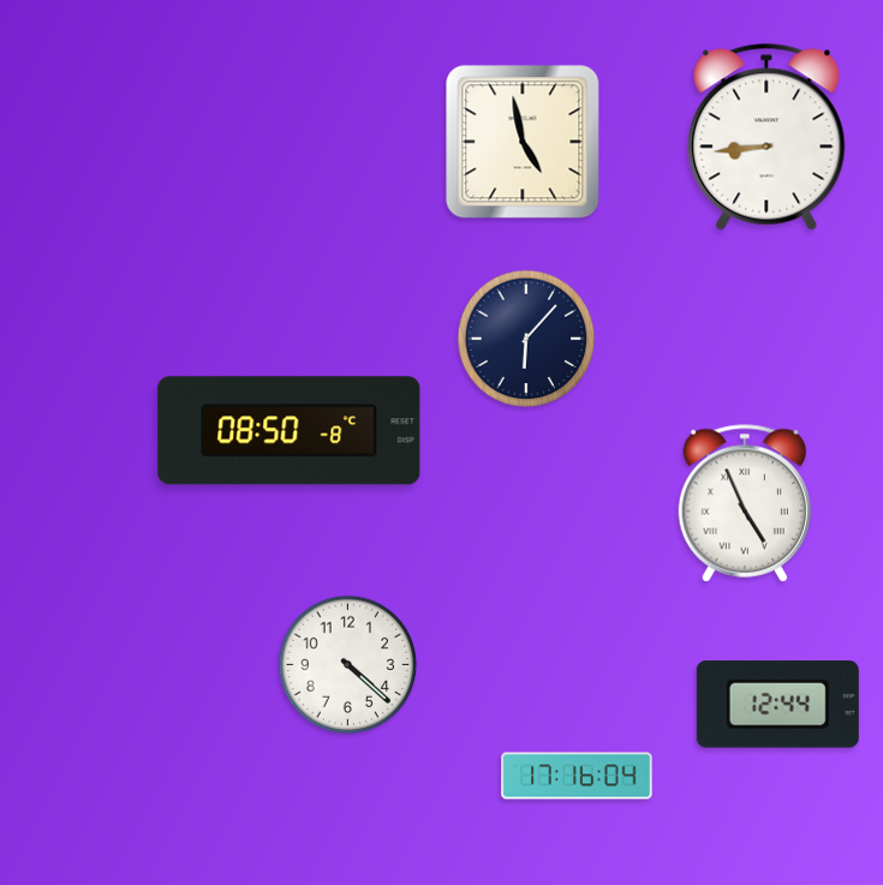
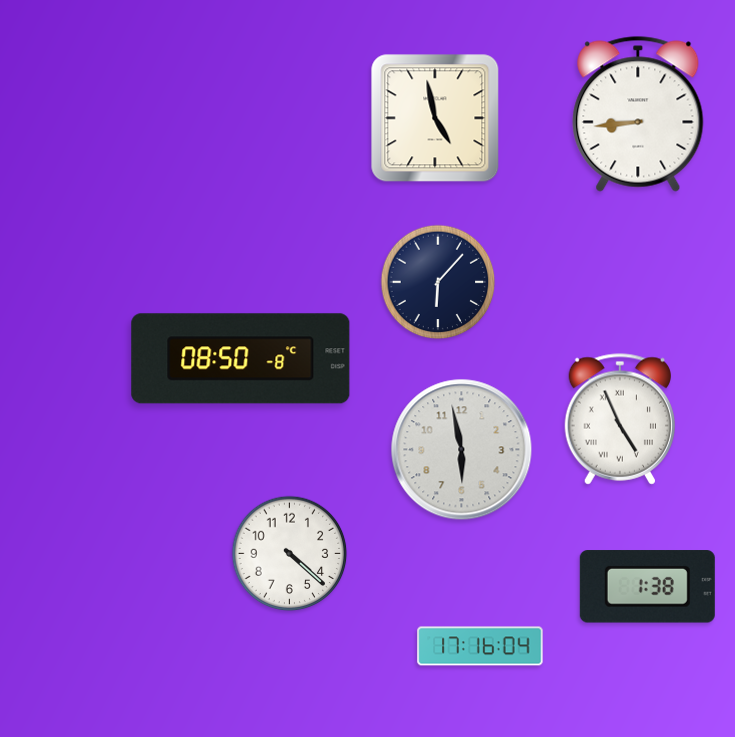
clock at (462, 450): none -> 5:58
clock at (777, 705): 12:44 -> 1:38
